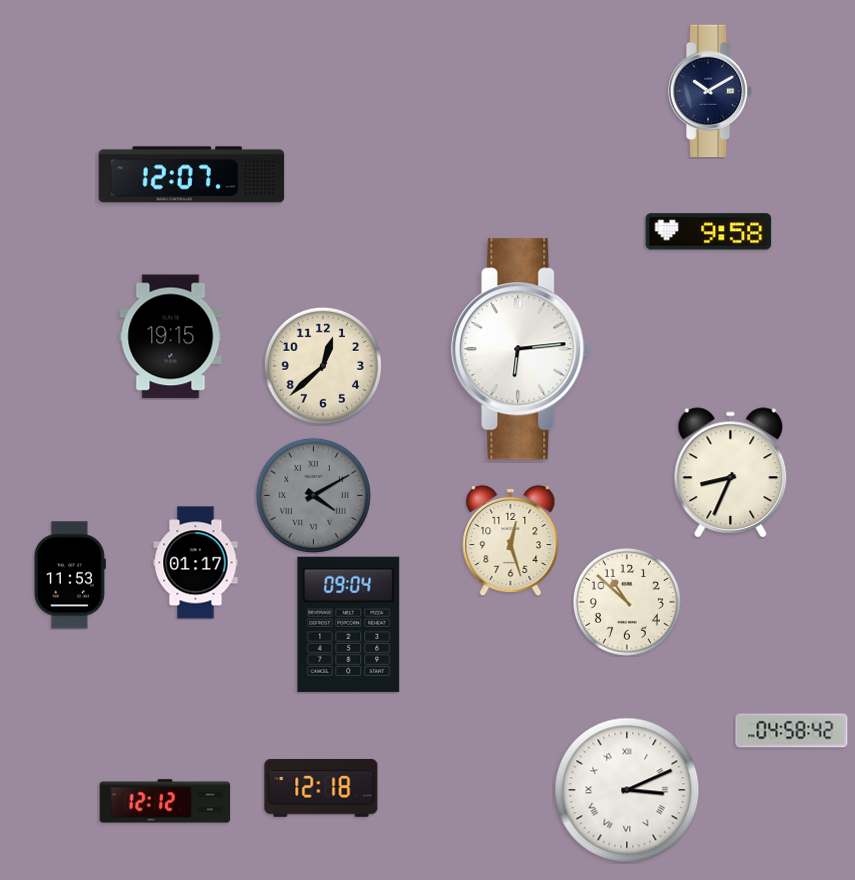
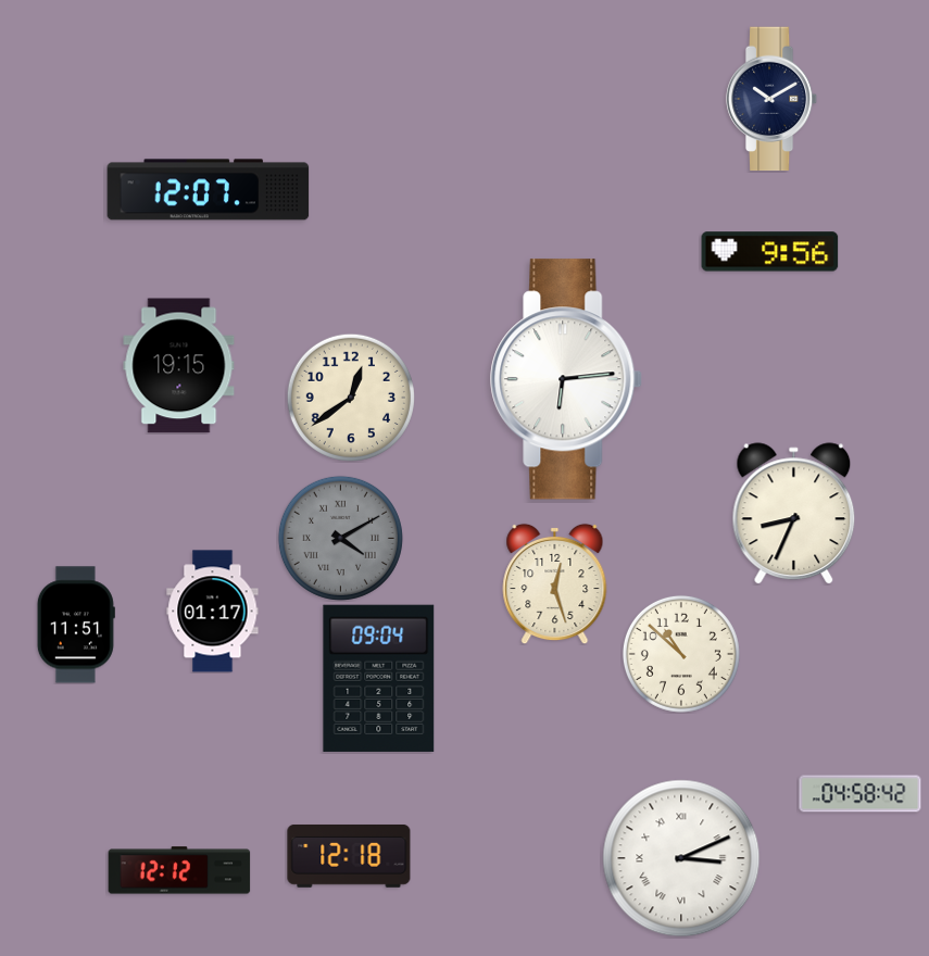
clock at (709, 232): 9:58 -> 9:56
clock at (171, 337) position: (171, 337) -> (179, 366)
clock at (323, 366): 12:38 -> 12:39
clock at (511, 540) position: (511, 540) -> (555, 583)
clock at (70, 575): 11:53 -> 11:51
